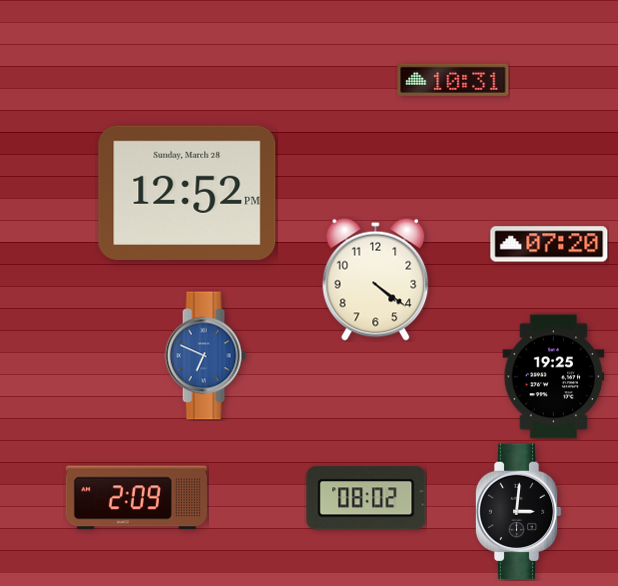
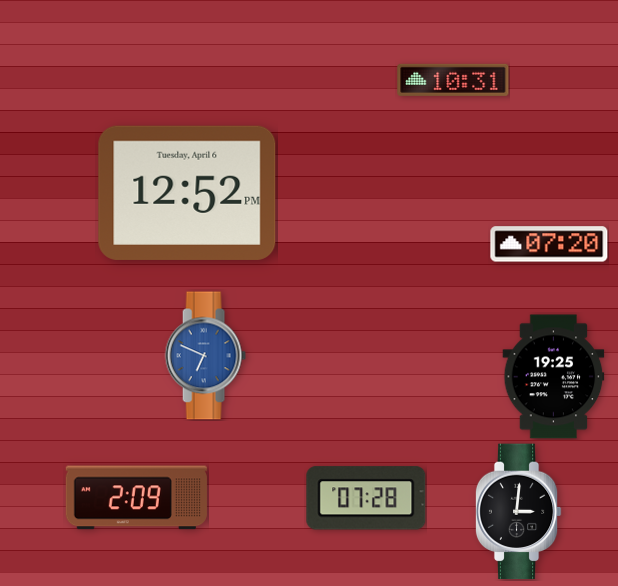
clock at (187, 193) date: Sunday, March 28 -> Tuesday, April 6
clock at (376, 279): 4:21 -> none
clock at (366, 498): 08:02 -> 07:28
